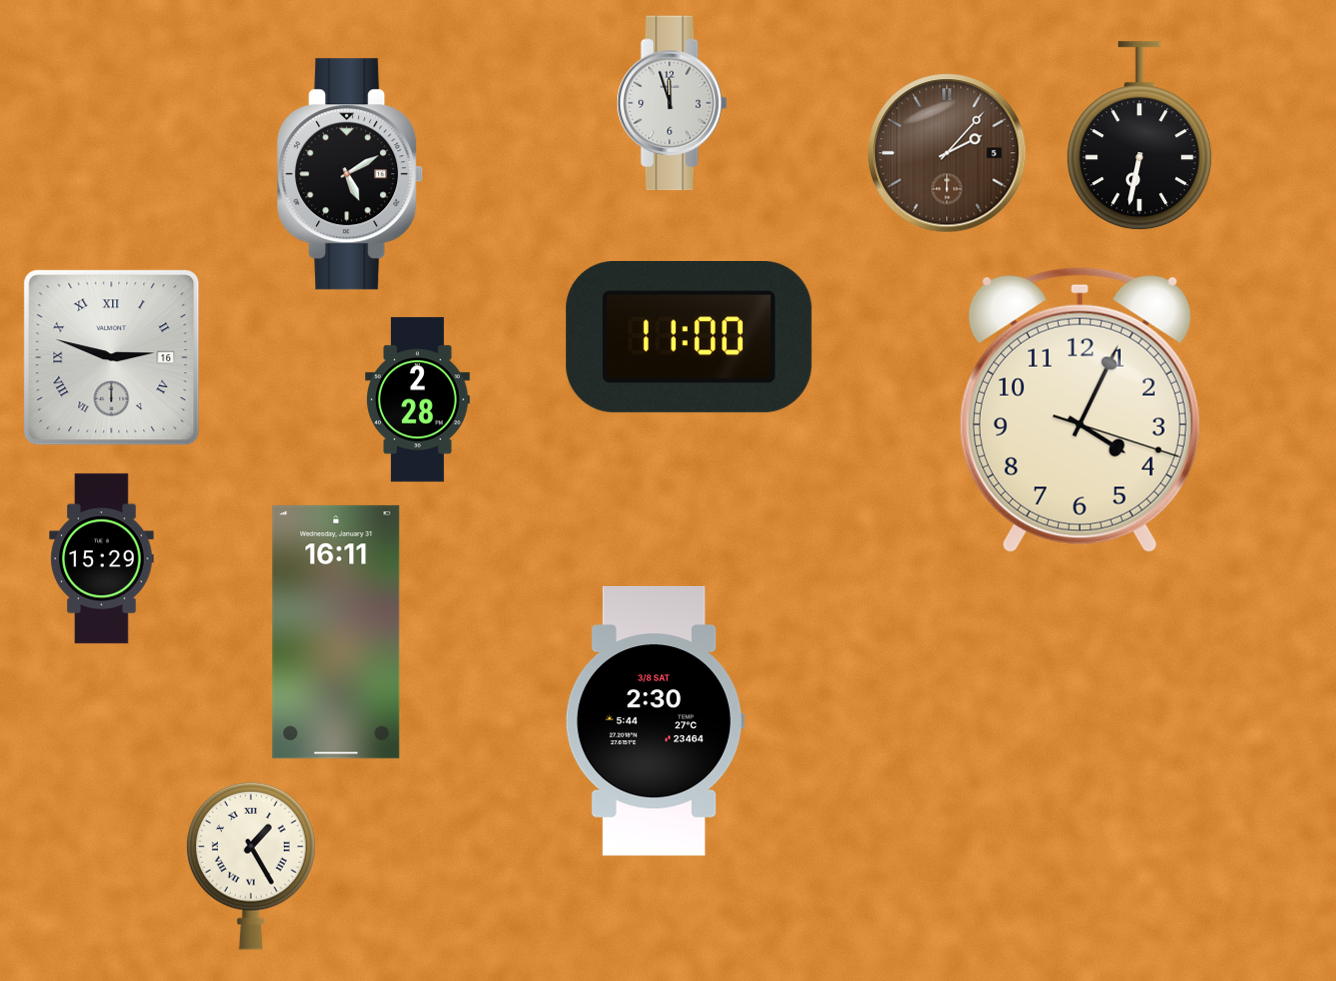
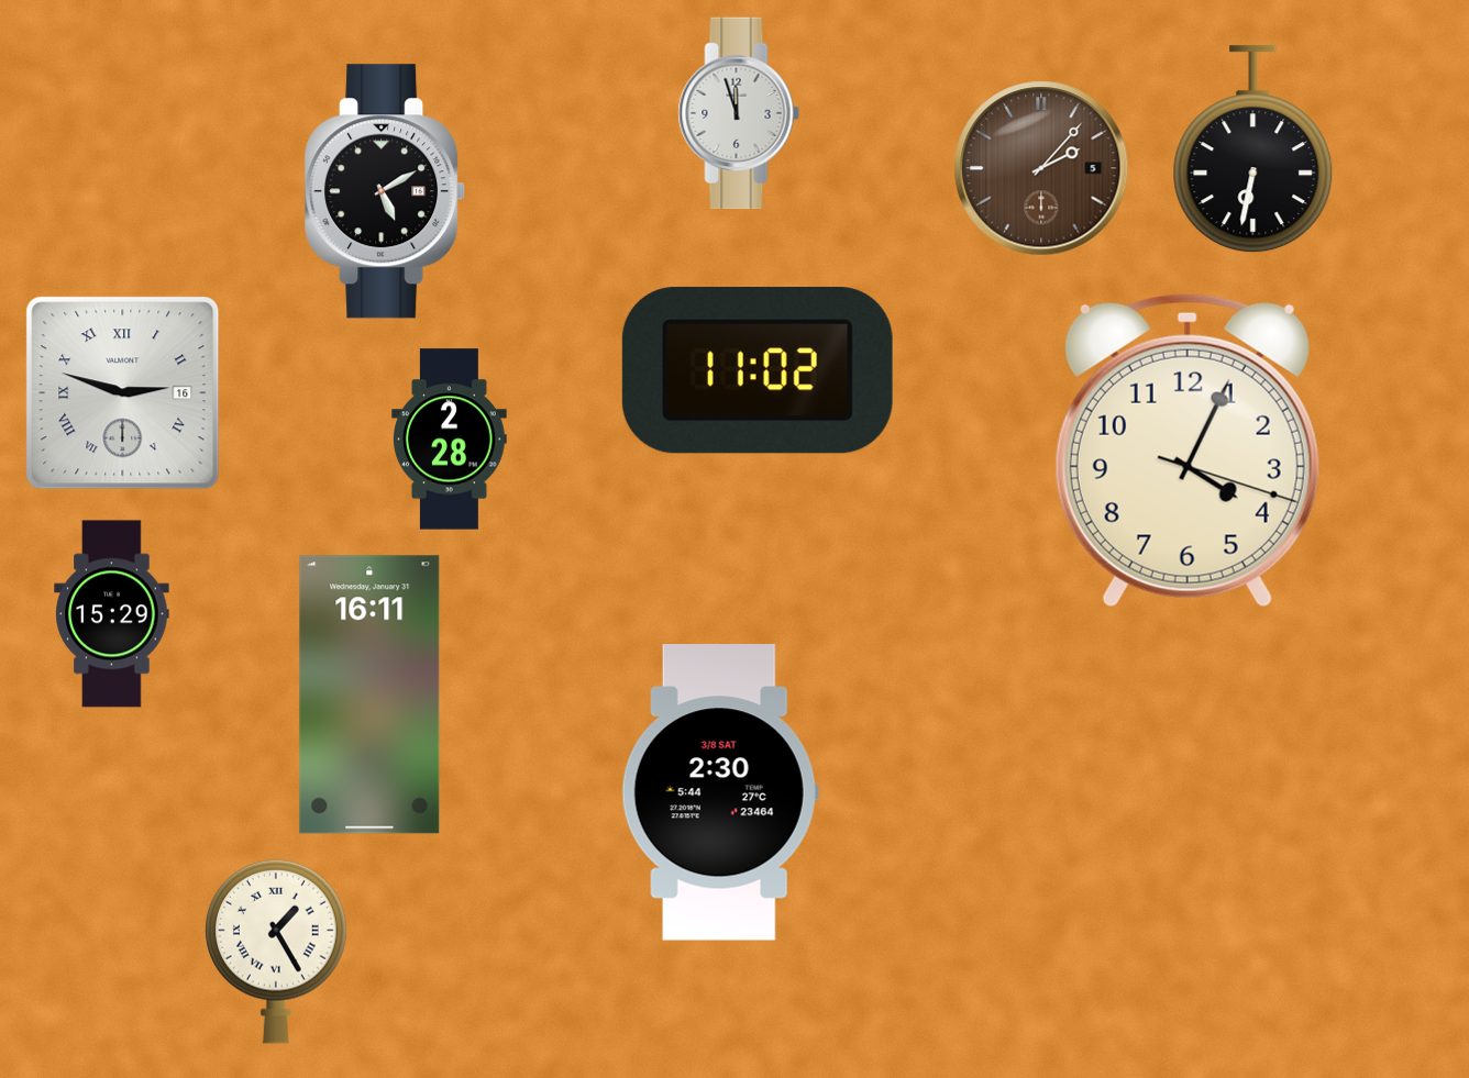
clock at (689, 338): 11:00 -> 11:02
clock at (418, 400) position: (418, 400) -> (450, 440)
